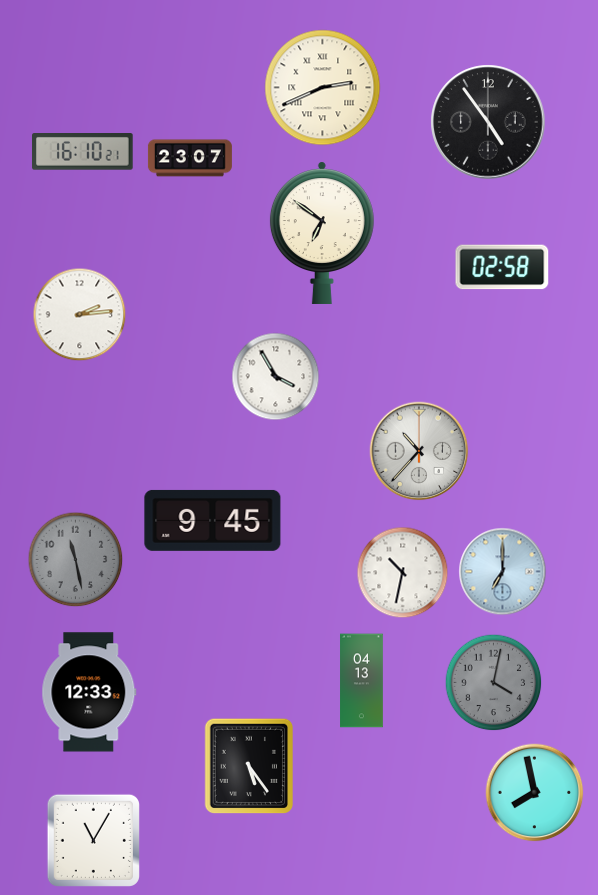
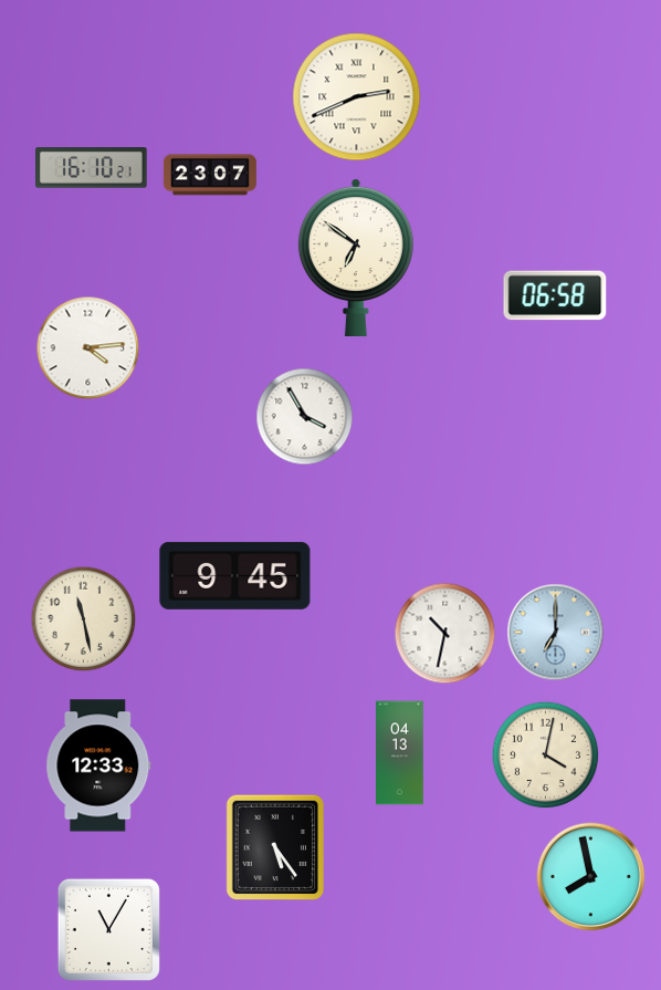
clock at (488, 122): 4:54 -> none
clock at (502, 267): 02:58 -> 06:58
clock at (80, 315): 2:14 -> 4:14
clock at (419, 451): 10:37 -> none
clock at (76, 560) dial: grey -> cream
clock at (494, 683) dial: grey -> cream
clock at (93, 840) position: (93, 840) -> (108, 929)
